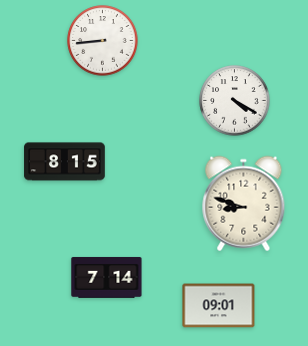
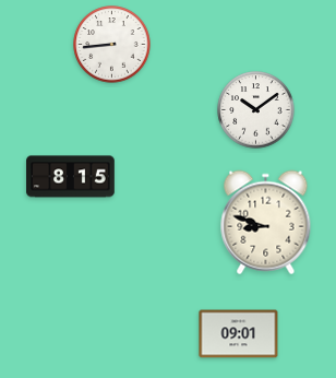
clock at (235, 101): 4:20 -> 10:09
clock at (107, 277): 7:14 -> none
